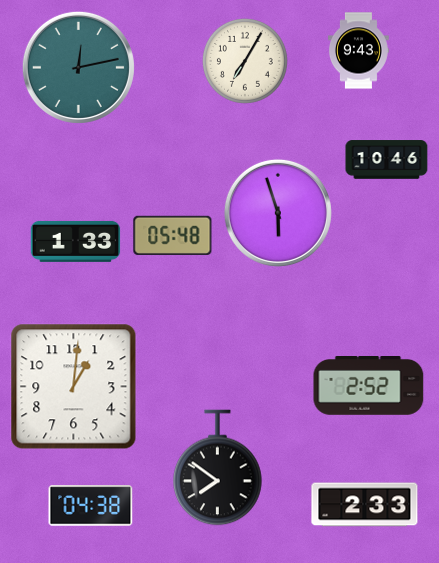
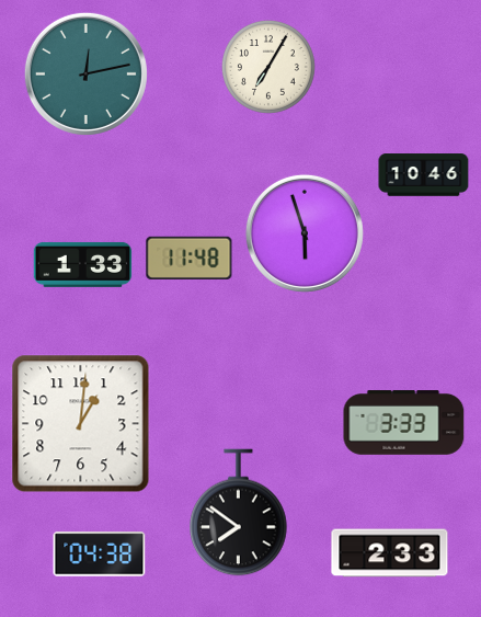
clock at (358, 51): 9:43 -> none
clock at (173, 235): 05:48 -> 11:48
clock at (369, 386): 2:52 -> 3:33
clock at (365, 505) position: (365, 505) -> (390, 553)
